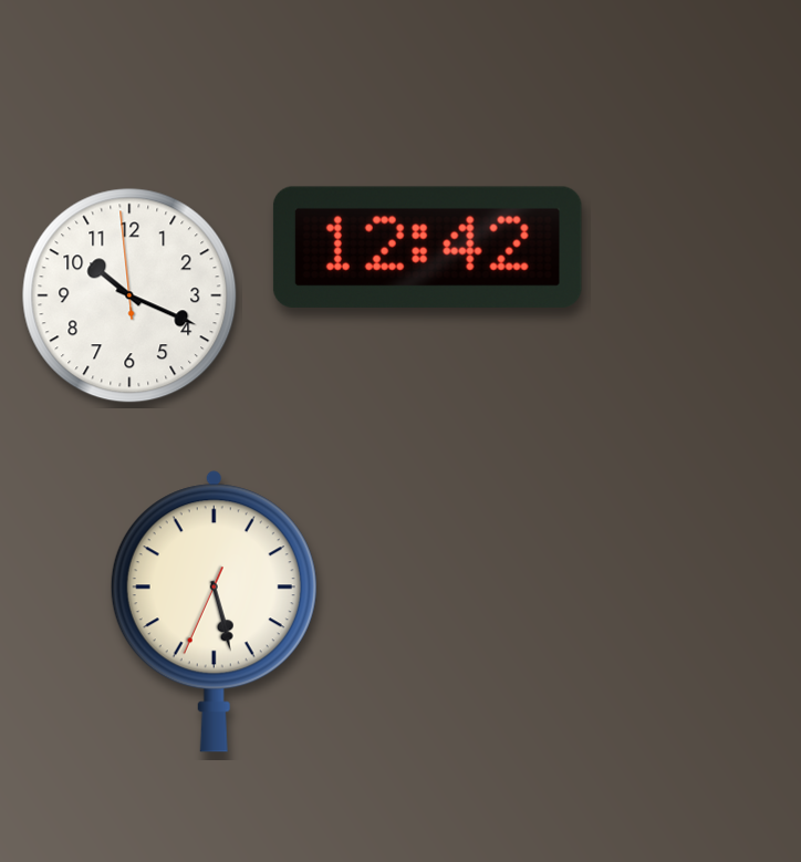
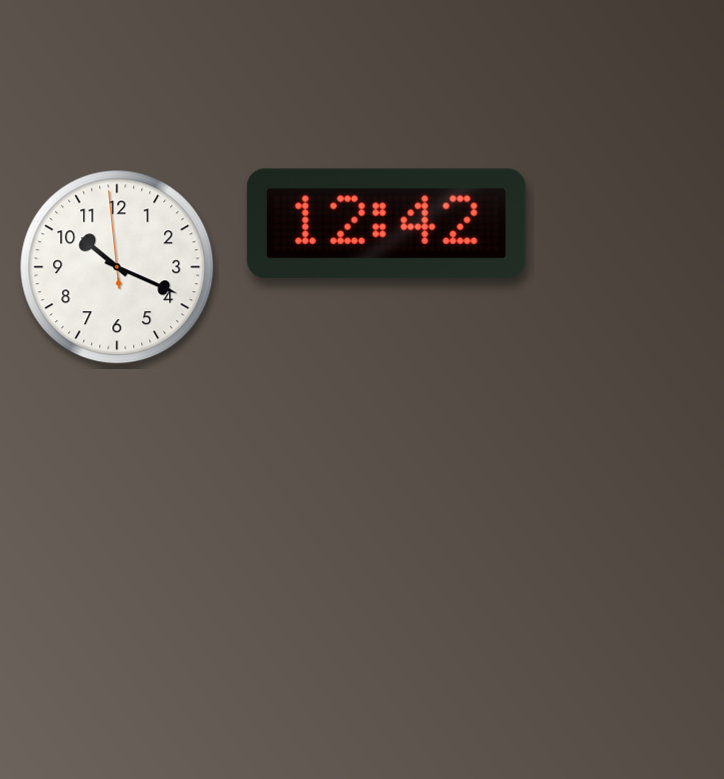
clock at (214, 612): 5:27 -> none
